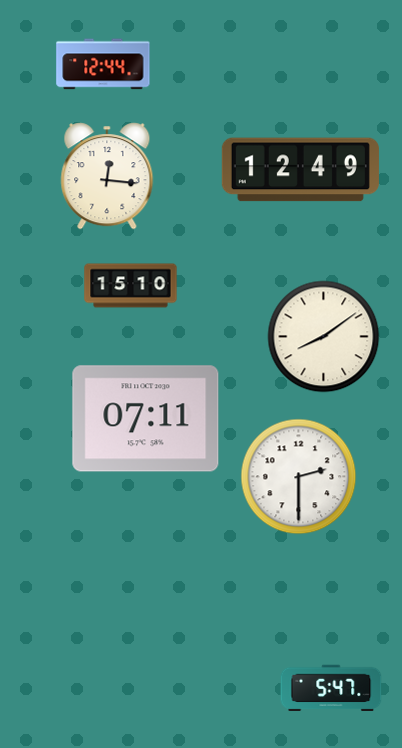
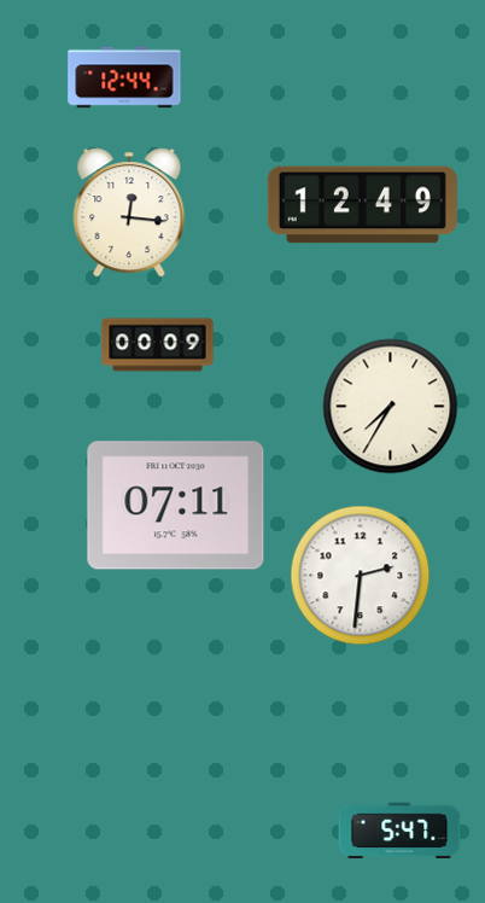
clock at (131, 286): 15:10 -> 00:09
clock at (324, 337): 8:09 -> 7:35
clock at (299, 477): 2:30 -> 2:31
